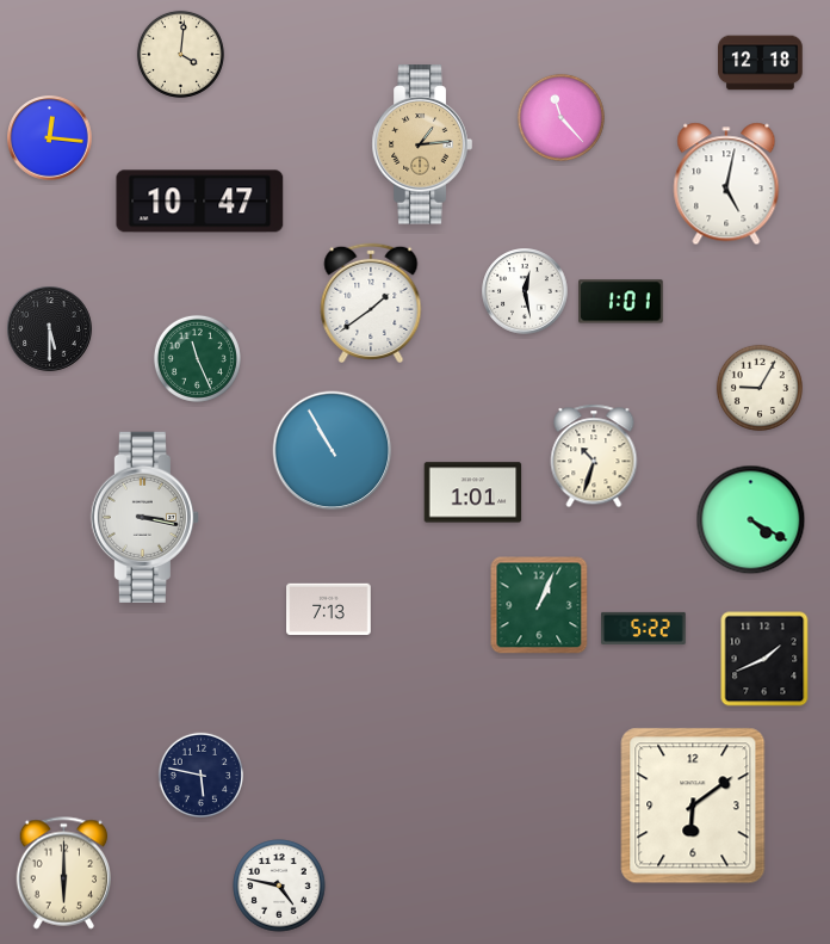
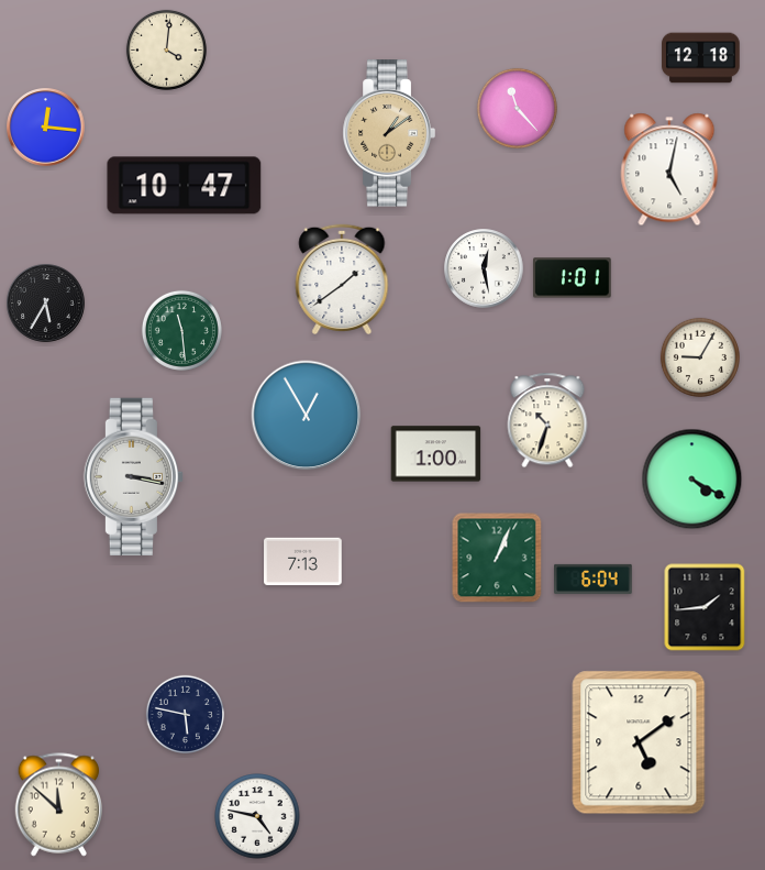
clock at (422, 144): 1:14 -> 1:09
clock at (50, 329): 5:30 -> 5:35
clock at (197, 358): 11:26 -> 11:29
clock at (333, 451): 10:55 -> 12:55
clock at (473, 493): 1:01 -> 1:00
clock at (644, 628): 5:22 -> 6:04
clock at (764, 659): 1:41 -> 1:44
clock at (693, 806): 6:09 -> 5:09
clock at (63, 874): 6:00 -> 11:52
